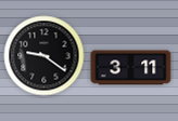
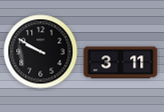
clock at (44, 56): 9:21 -> 9:50
